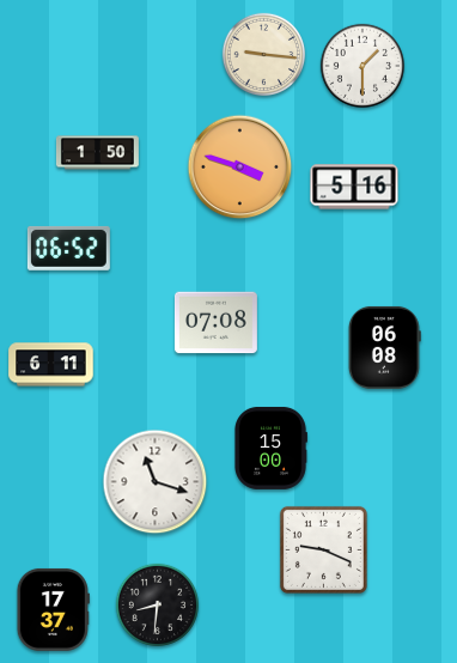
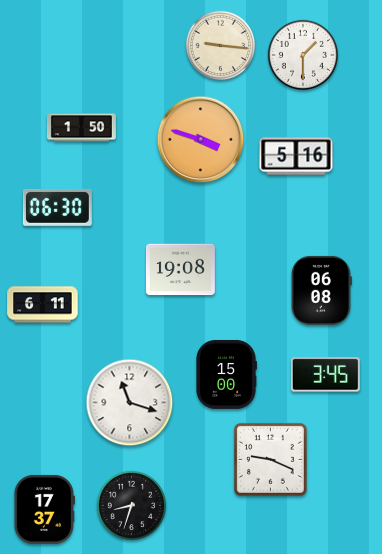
clock at (68, 248): 06:52 -> 06:30
clock at (215, 323): 07:08 -> 19:08
clock at (325, 375): none -> 3:45
clock at (158, 606): 8:31 -> 8:33
